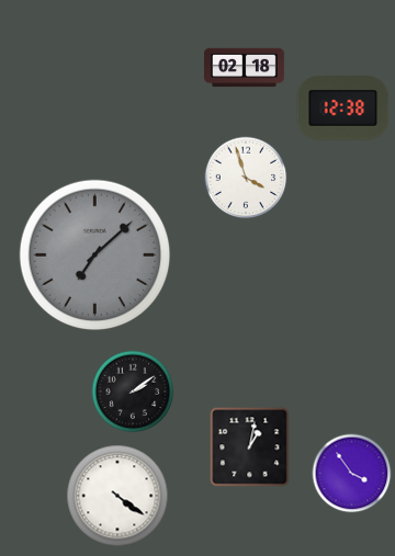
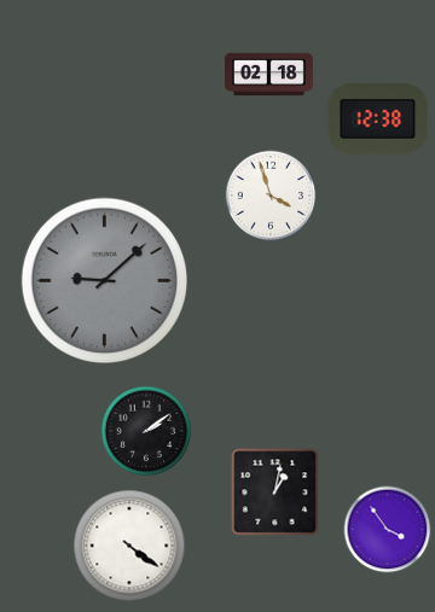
clock at (95, 256): 7:08 -> 9:08
clock at (352, 474) position: (352, 474) -> (388, 530)
